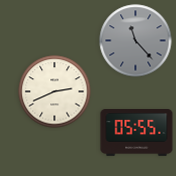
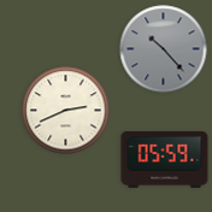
clock at (136, 41): 11:23 -> 10:23
clock at (137, 133): 05:55 -> 05:59
